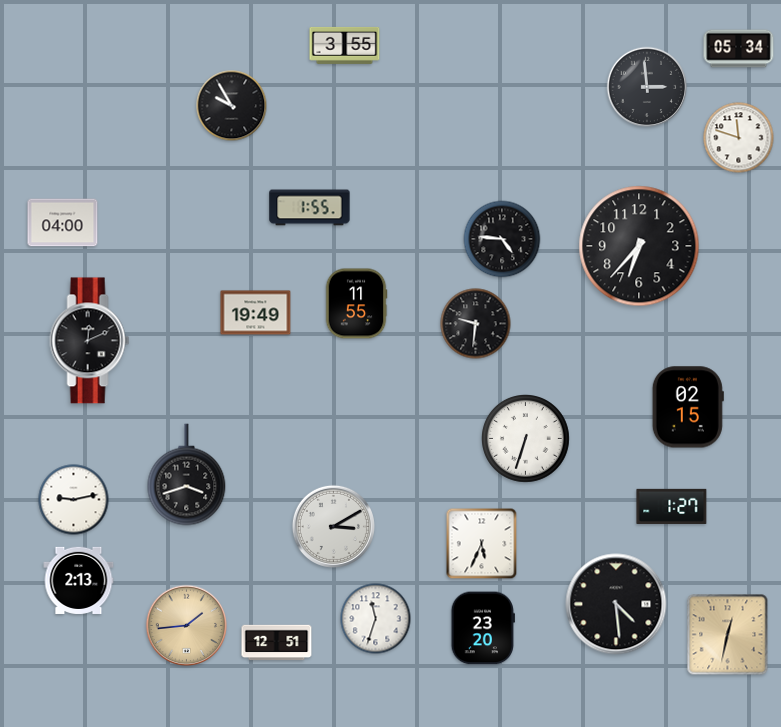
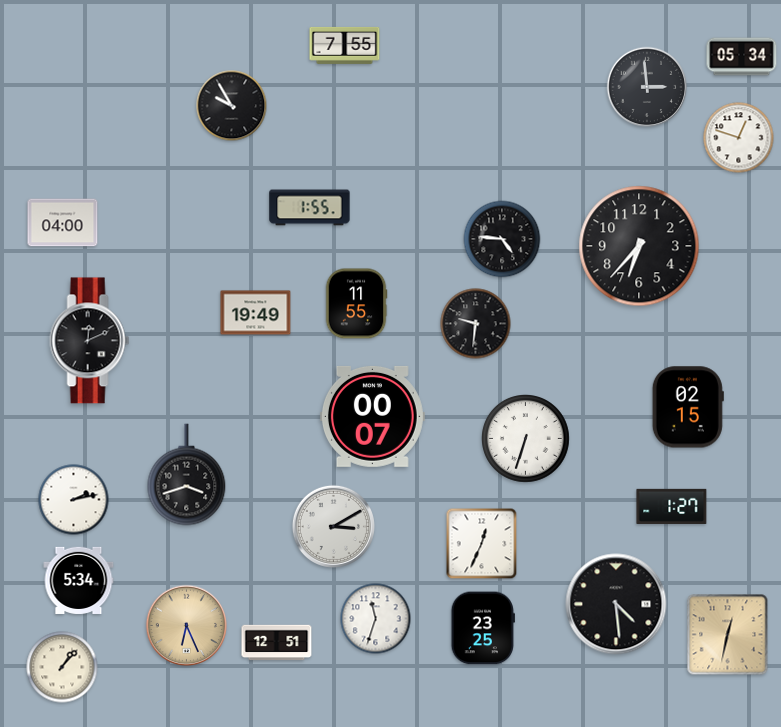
clock at (345, 45): 3:55 -> 7:55
clock at (739, 49) position: (739, 49) -> (742, 57)
clock at (739, 138): 11:48 -> 12:48
clock at (372, 416): none -> 00:07
clock at (74, 500): 9:13 -> 2:13
clock at (482, 544): 5:34 -> 12:34
clock at (79, 580): 2:13 -> 5:34
clock at (187, 626): 1:44 -> 6:26
clock at (483, 628): 23:20 -> 23:25
clock at (62, 667): none -> 1:07
